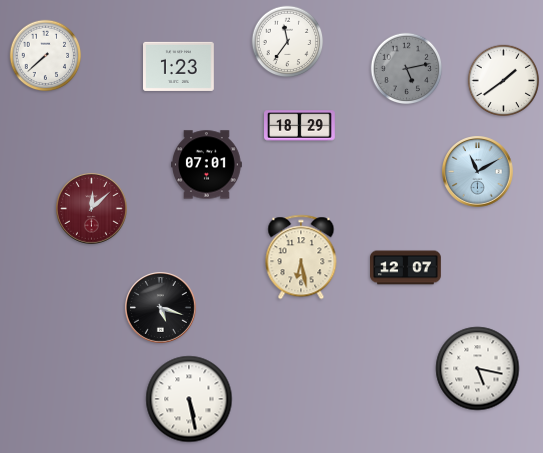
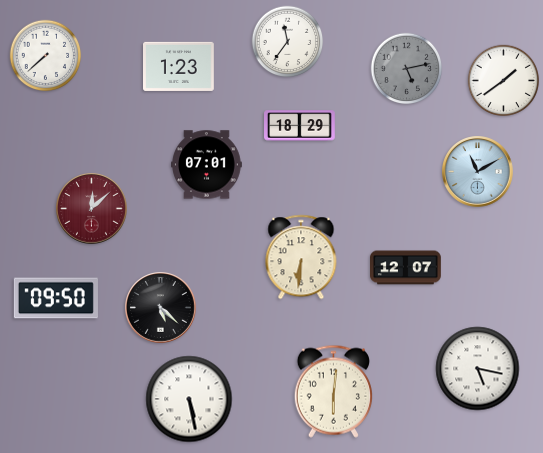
clock at (301, 257): 6:28 -> 6:31
clock at (56, 298): none -> 09:50
clock at (161, 308): 5:18 -> 5:22
clock at (333, 391): none -> 6:01
